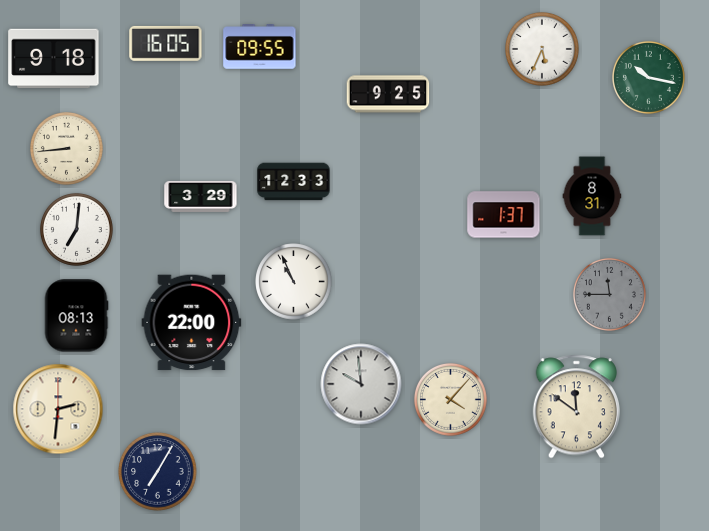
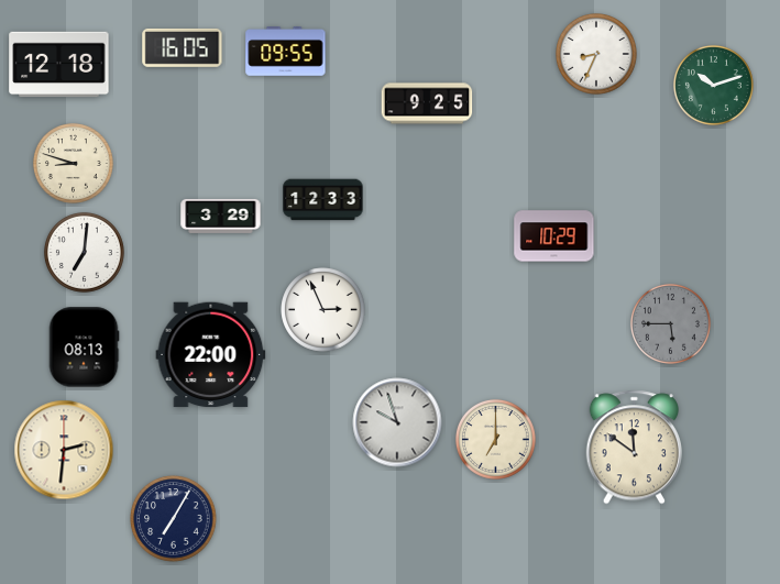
clock at (543, 50): 5:34 -> 8:34
clock at (54, 59): 9:18 -> 12:18
clock at (648, 77): 10:17 -> 10:12
clock at (66, 148): 8:44 -> 8:48
clock at (592, 196): 8:31 -> none
clock at (504, 215): 1:37 -> 10:29
clock at (294, 282): 10:56 -> 2:56
clock at (609, 294): 11:45 -> 5:45
clock at (361, 384): 9:59 -> 9:57
clock at (450, 399): 4:07 -> 7:00
